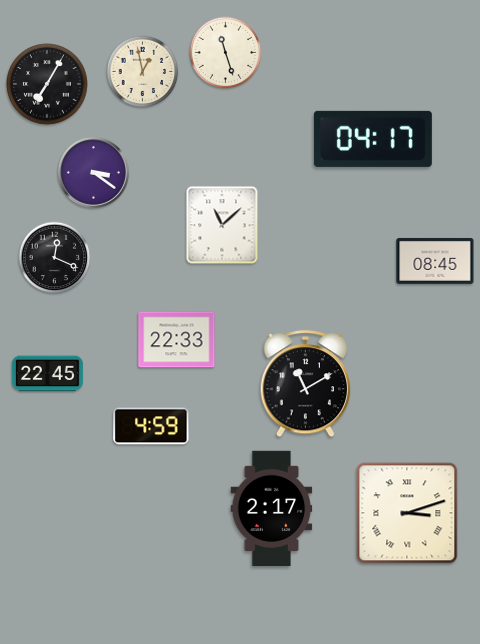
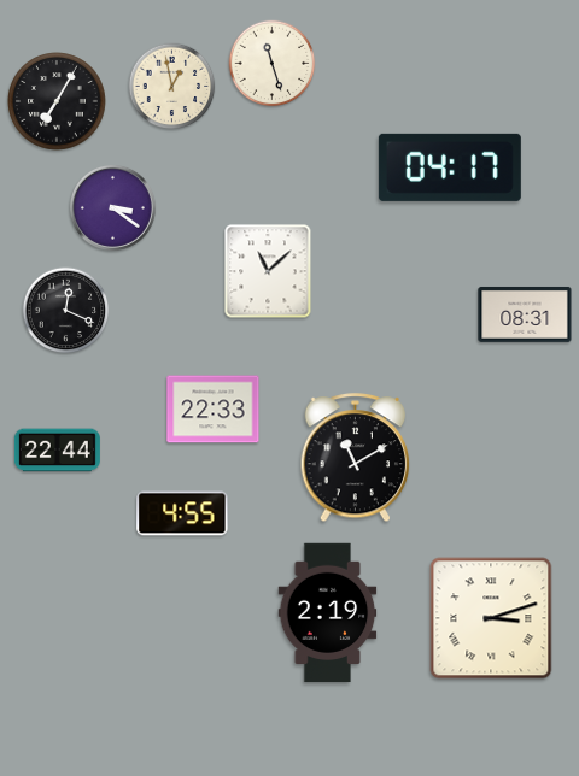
clock at (435, 261): 08:45 -> 08:31
clock at (47, 374): 22:45 -> 22:44
clock at (306, 384) position: (306, 384) -> (356, 458)
clock at (151, 426): 4:59 -> 4:55
clock at (272, 509): 2:17 -> 2:19
